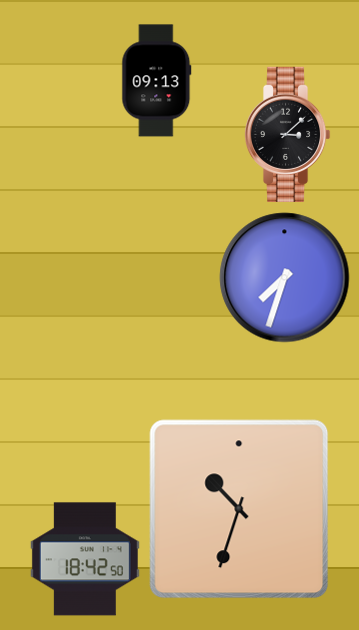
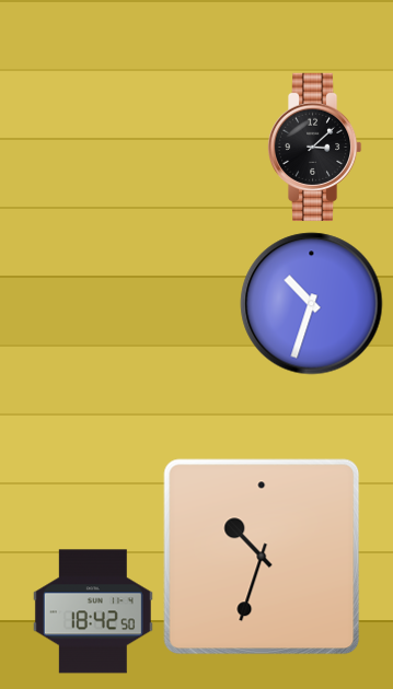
clock at (157, 81): 09:13 -> none
clock at (285, 278): 7:33 -> 10:33
